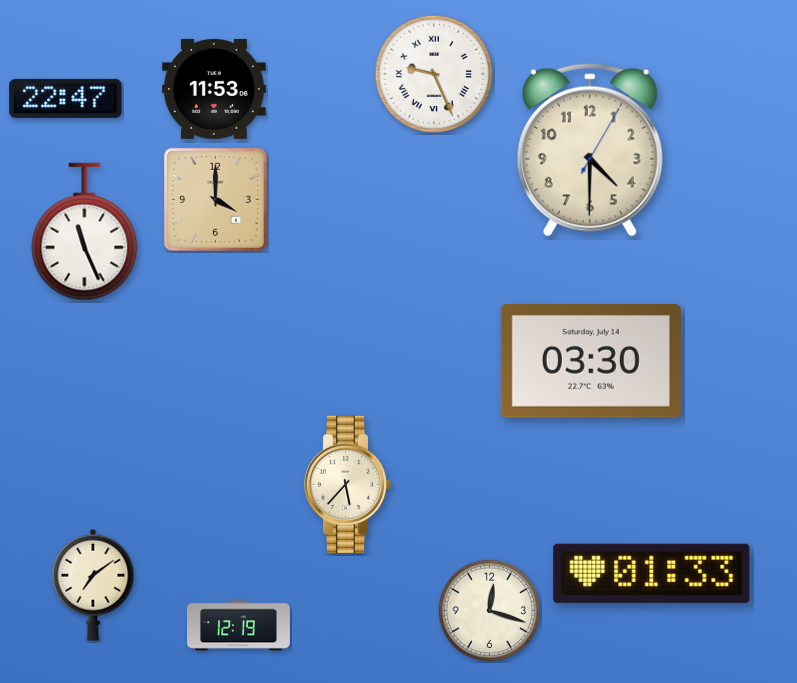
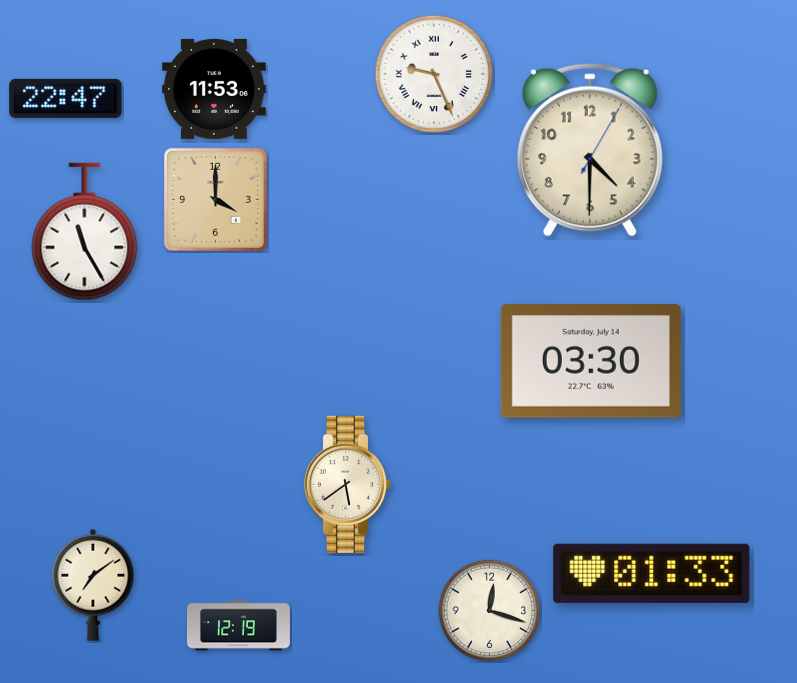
clock at (85, 232): 11:26 -> 11:25
clock at (348, 484): 5:37 -> 5:39
